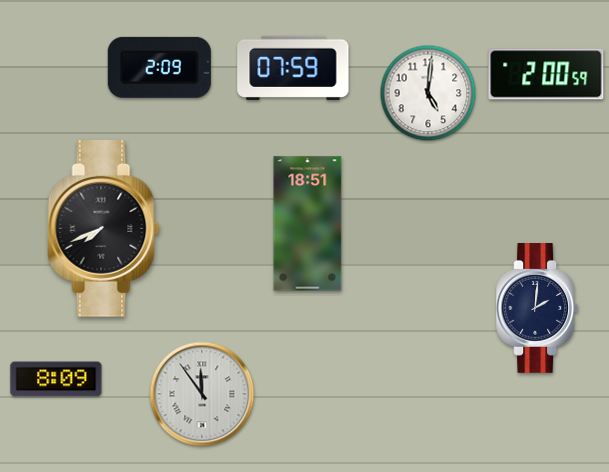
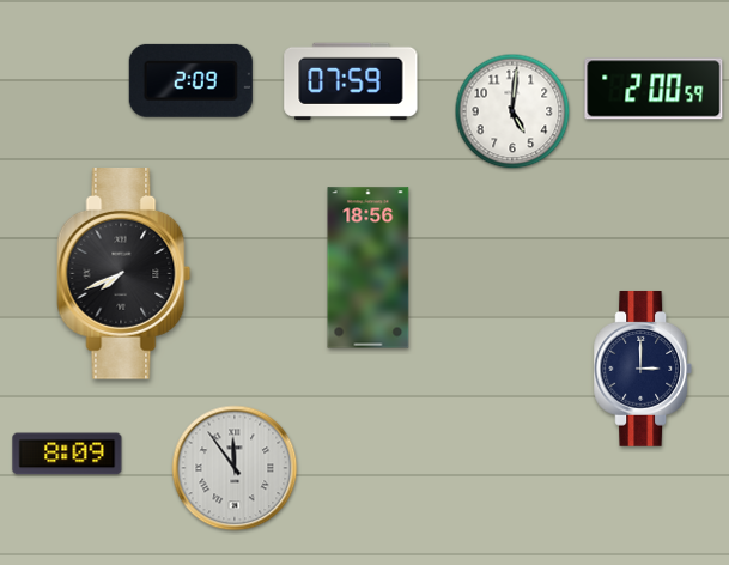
clock at (308, 224): 18:51 -> 18:56
clock at (536, 309): 2:01 -> 3:00
clock at (202, 394) position: (202, 394) -> (235, 468)
